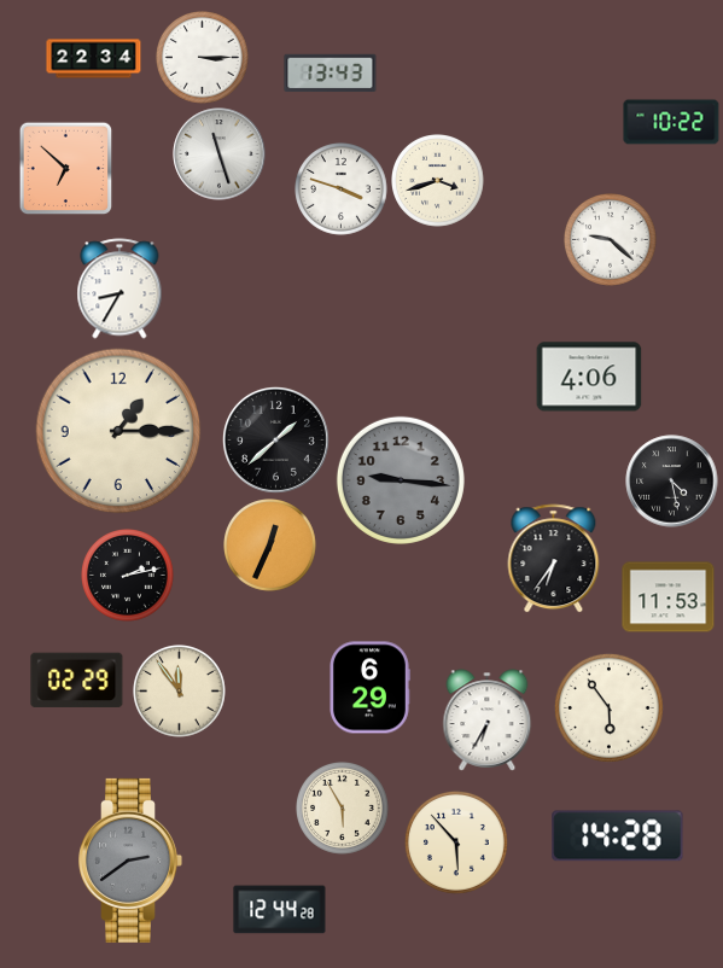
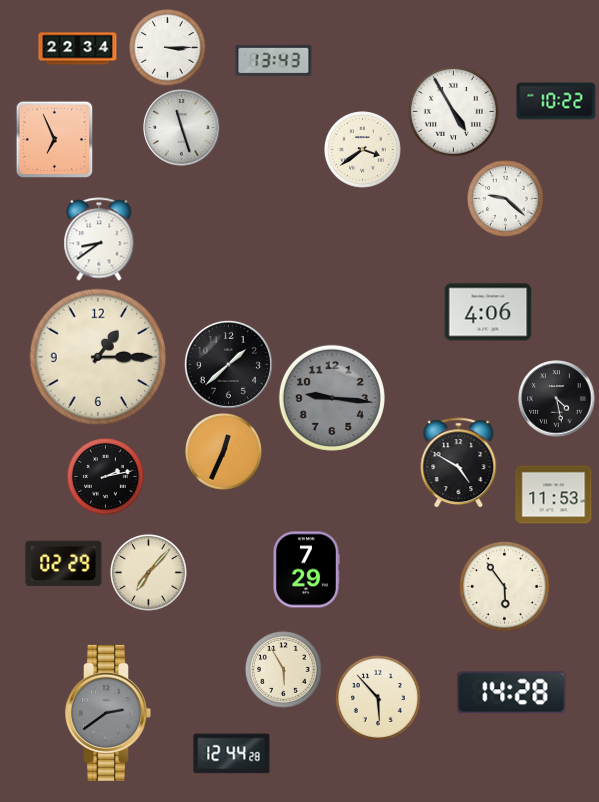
clock at (453, 111): none -> 4:55
clock at (65, 168): 6:52 -> 6:56
clock at (438, 181): 3:42 -> 3:39
clock at (342, 189): 3:48 -> none
clock at (119, 288): 8:35 -> 8:39
clock at (554, 559): 6:36 -> 4:50
clock at (369, 688): 6:29 -> 7:29
clock at (180, 692): 11:54 -> 7:07
clock at (488, 721): 6:35 -> none
